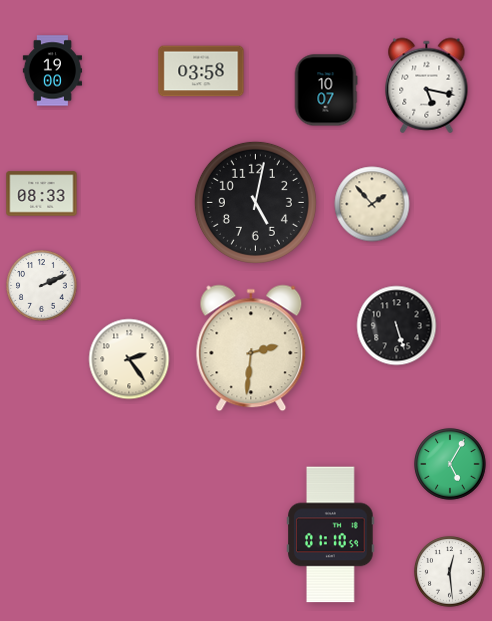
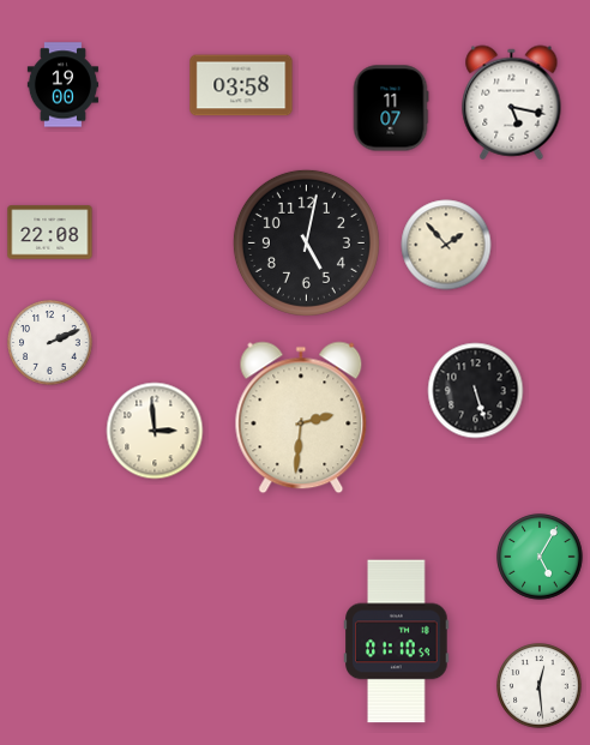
clock at (326, 90): 10:07 -> 11:07
clock at (42, 194): 08:33 -> 22:08
clock at (129, 359): 2:24 -> 2:59
